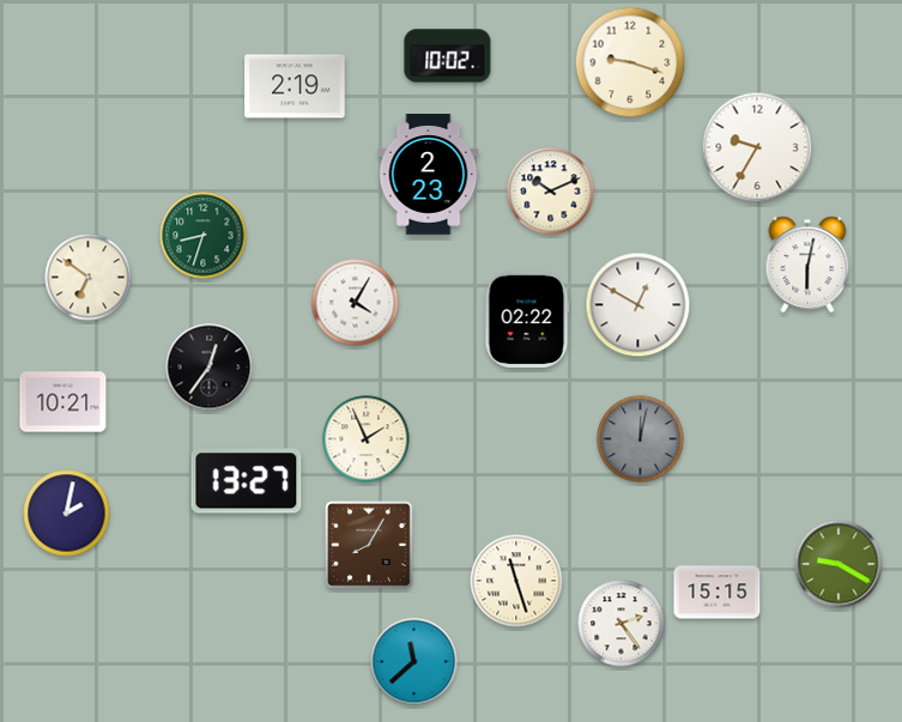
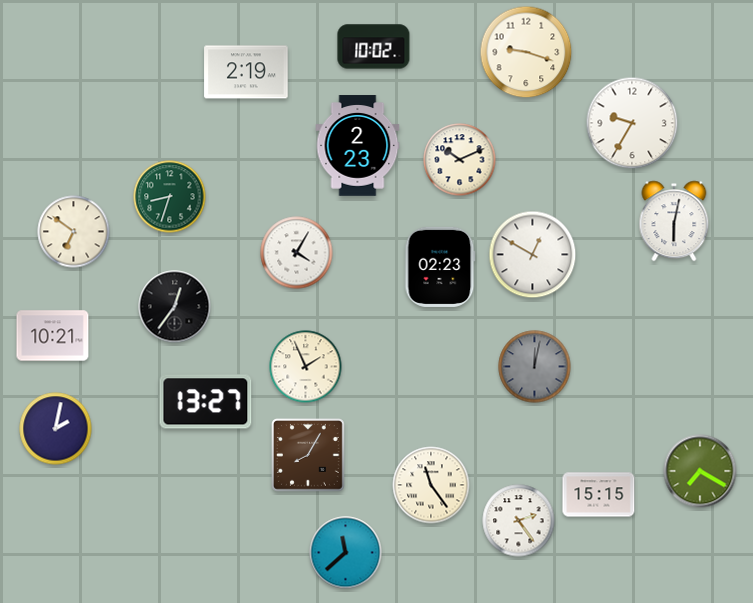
clock at (527, 320): 02:22 -> 02:23
clock at (839, 564): 9:20 -> 7:20
clock at (516, 581): 11:27 -> 11:24
